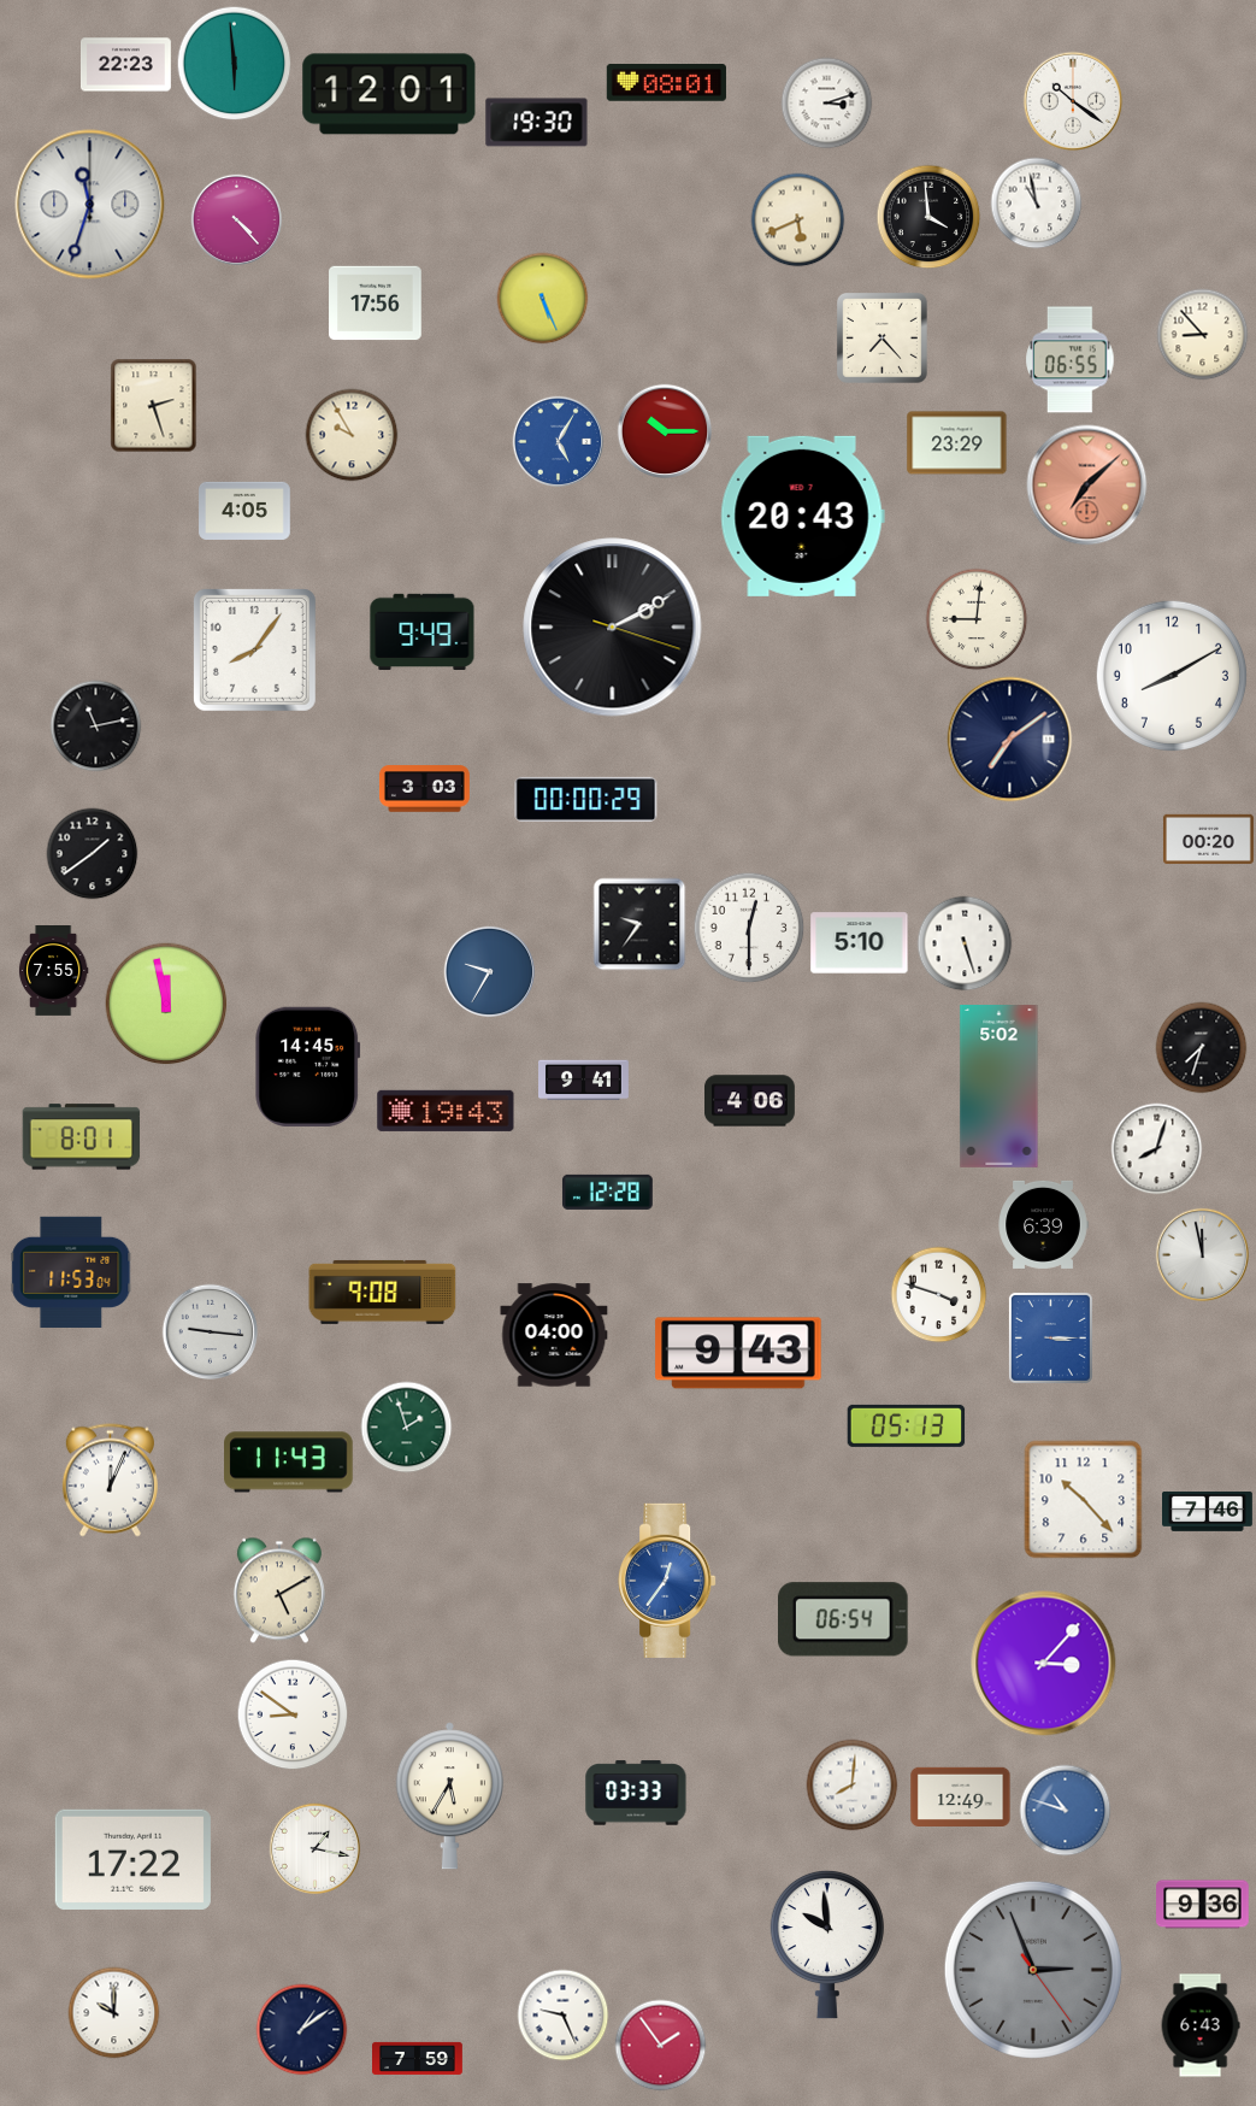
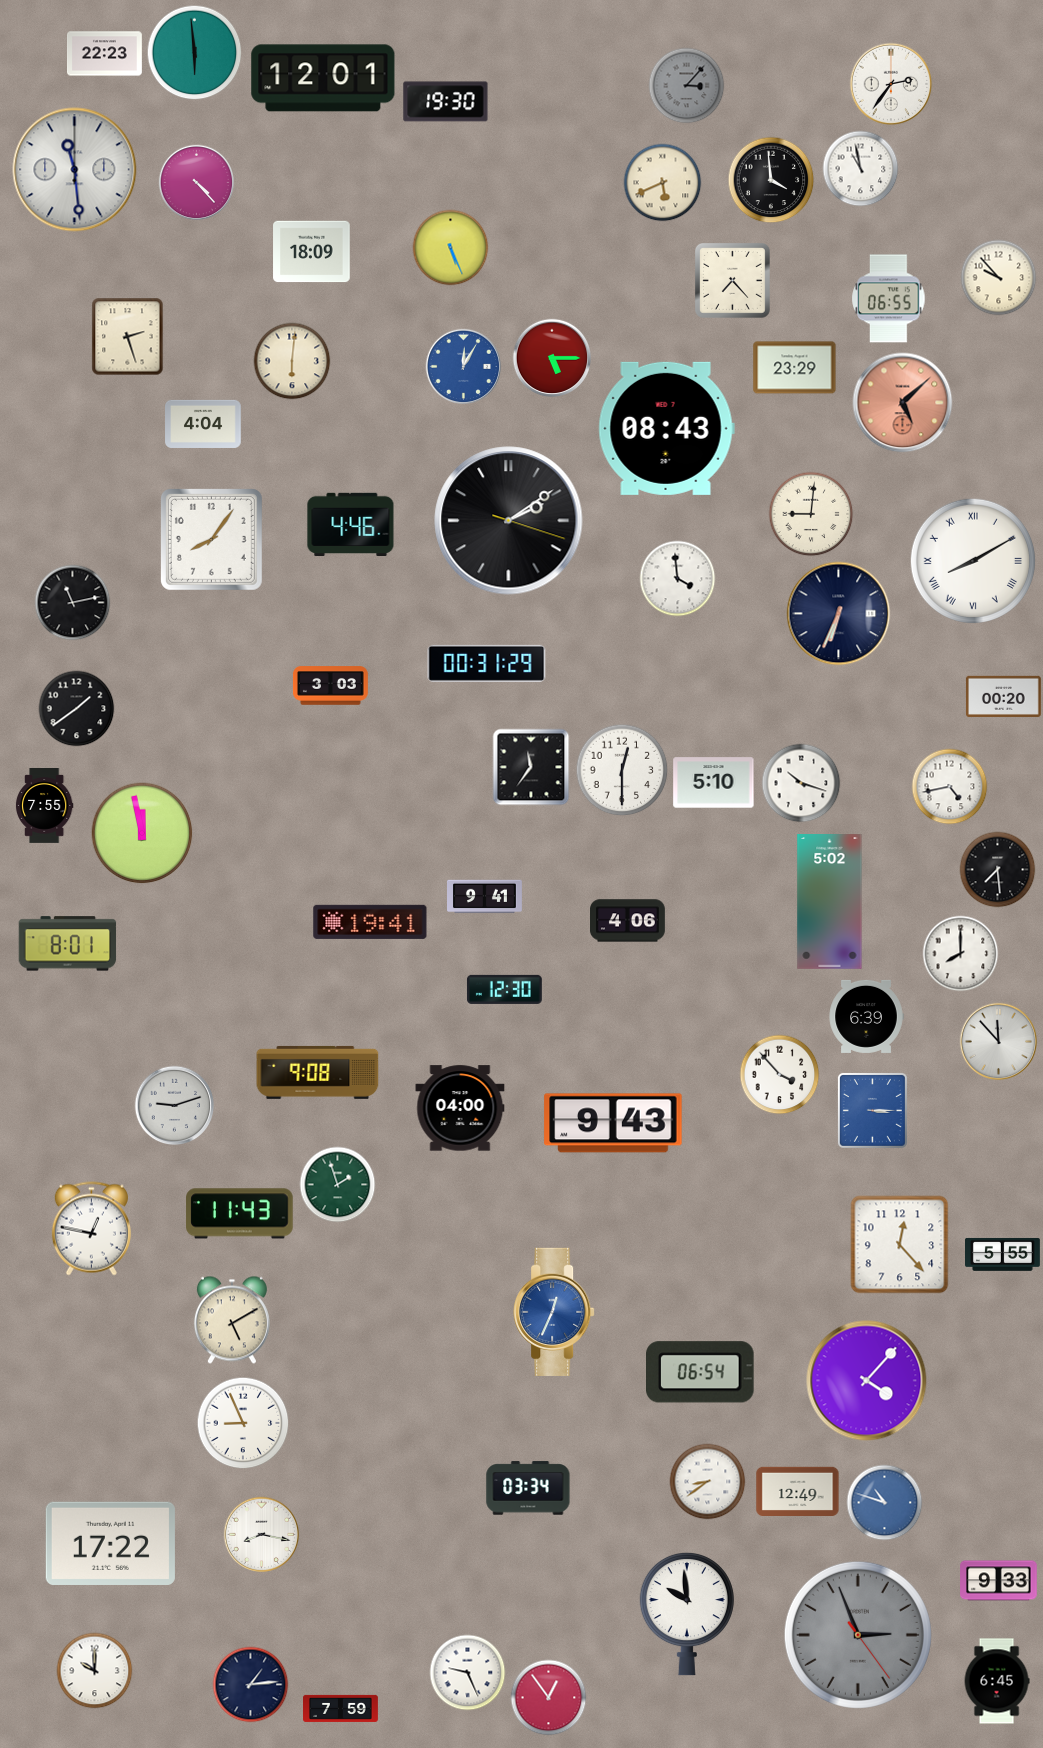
clock at (666, 83): 08:01 -> none
clock at (1073, 101): 10:21 -> 2:36
clock at (827, 104): 3:12 -> 3:07
clock at (827, 104) dial: white -> grey
clock at (90, 205): 11:33 -> 11:29
clock at (376, 304): 17:56 -> 18:09
clock at (1203, 335): 8:53 -> 9:53
clock at (665, 431): 10:15 -> 5:15
clock at (352, 435): 9:55 -> 6:01
clock at (559, 442): 5:05 -> 12:05
clock at (1087, 486): 7:08 -> 5:08
clock at (244, 511): 4:05 -> 4:04
clock at (802, 516): 20:43 -> 08:43
clock at (613, 628): 2:10 -> 2:09
clock at (423, 631): 9:49 -> 4:46
clock at (1172, 676) numerals: Arabic -> Roman
clock at (678, 579): none -> 3:59
clock at (96, 726) position: (96, 726) -> (73, 603)
clock at (1010, 740): 7:09 -> 6:34
clock at (425, 789) position: (425, 789) -> (331, 686)
clock at (586, 799): 00:00 -> 00:31
clock at (639, 924): 9:36 -> 11:36
clock at (965, 943): 5:27 -> 10:18
clock at (950, 787): none -> 4:43
clock at (490, 972): 9:35 -> none
clock at (166, 1004) position: (166, 1004) -> (142, 833)
clock at (1202, 1048): 7:33 -> 7:29
clock at (308, 1066): 14:45 -> none
clock at (750, 1101) position: (750, 1101) -> (628, 921)
clock at (446, 1111): 19:43 -> 19:41
clock at (1157, 1149): 8:03 -> 8:00
clock at (607, 1192): 12:28 -> 12:30
clock at (1203, 1255): 11:58 -> 11:53
clock at (71, 1271): 11:53 -> none
clock at (939, 1295): 3:48 -> 3:53
clock at (211, 1333): 9:16 -> 9:12
clock at (907, 1425): 05:13 -> none
clock at (110, 1481): 12:04 -> 12:47
clock at (1084, 1500): 10:23 -> 12:23
clock at (1208, 1512): 7:46 -> 5:55
clock at (667, 1581): 12:36 -> 12:34
clock at (844, 1619) position: (844, 1619) -> (701, 1372)
clock at (1044, 1664): 3:07 -> 4:07
clock at (293, 1714): 8:51 -> 8:56
clock at (853, 1786): 8:01 -> 8:39
clock at (636, 1793): 03:33 -> 03:34
clock at (449, 1796): 5:35 -> none
clock at (316, 1849): 1:17 -> 8:17
clock at (1203, 1905): 9:36 -> 9:33
clock at (1201, 2025): 6:43 -> 6:45
clock at (302, 2030): 1:09 -> 1:14
clock at (661, 2046): 1:54 -> 12:54
clock at (418, 2058) position: (418, 2058) -> (341, 1708)
